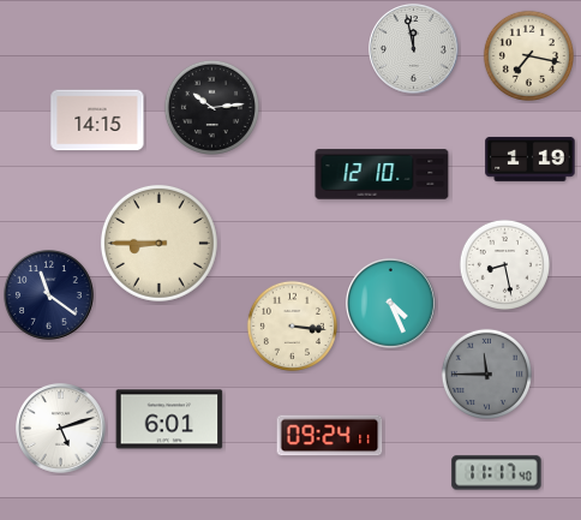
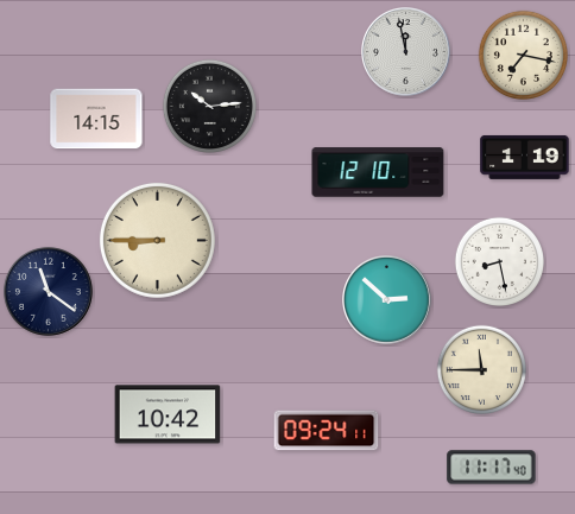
clock at (414, 49) position: (414, 49) -> (406, 52)
clock at (391, 304): 4:26 -> 2:52
clock at (292, 325): 3:16 -> none
clock at (486, 373) dial: grey -> cream
clock at (169, 419): 6:01 -> 10:42
clock at (61, 429): 5:12 -> none
